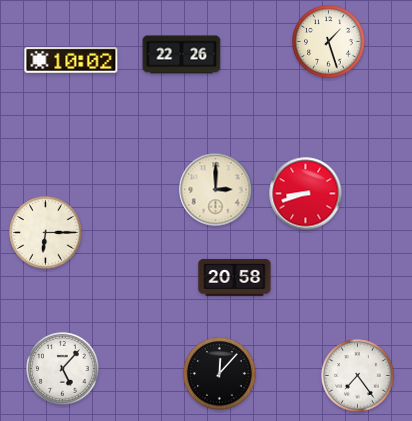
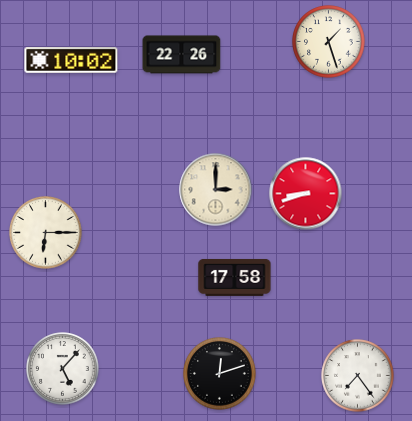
clock at (235, 277): 20:58 -> 17:58
clock at (220, 374): 12:07 -> 12:12
